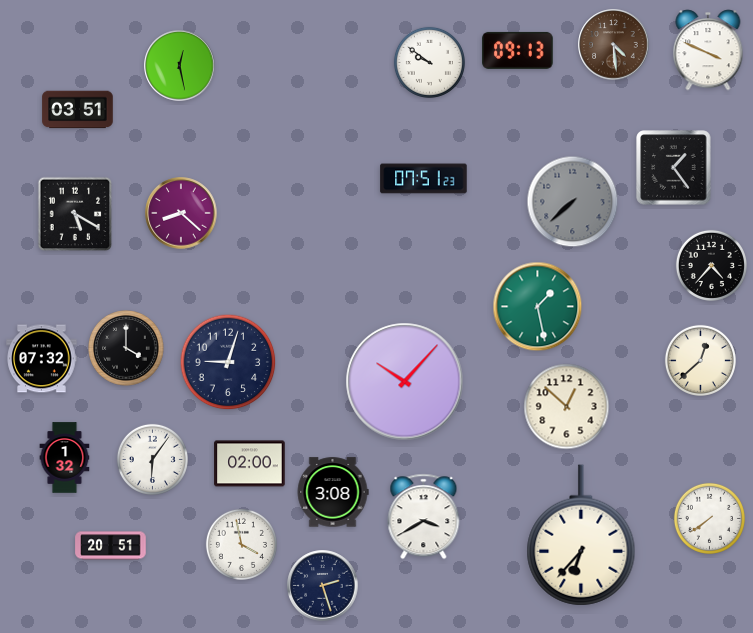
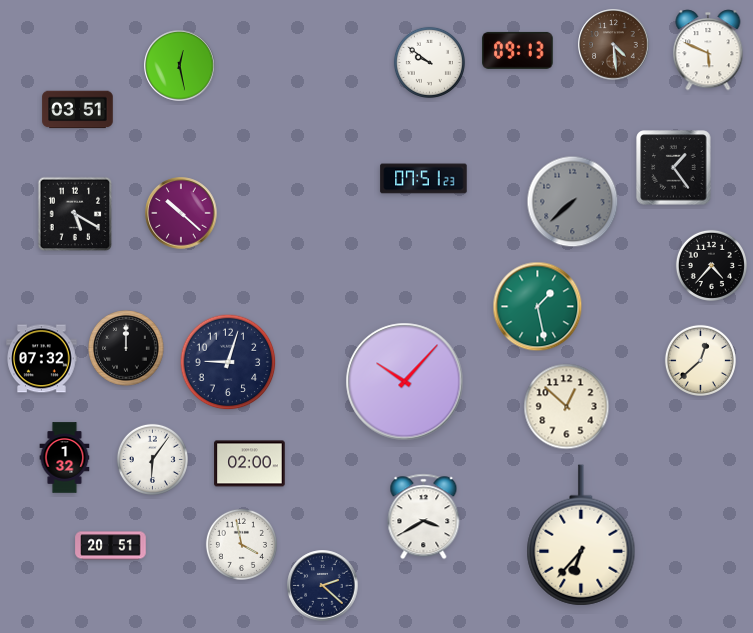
clock at (708, 50): 3:49 -> 5:49
clock at (181, 213): 8:22 -> 10:22
clock at (126, 348): 4:00 -> 12:00
clock at (333, 492): 3:08 -> none
clock at (709, 518): 7:39 -> none
clock at (323, 586): 2:27 -> 2:22
